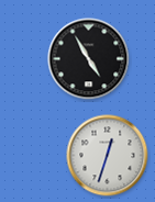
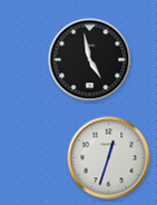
clock at (89, 59): 4:55 -> 4:58
